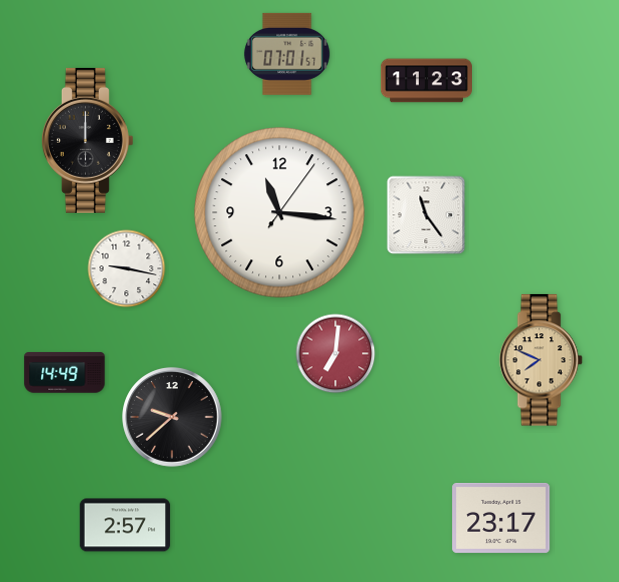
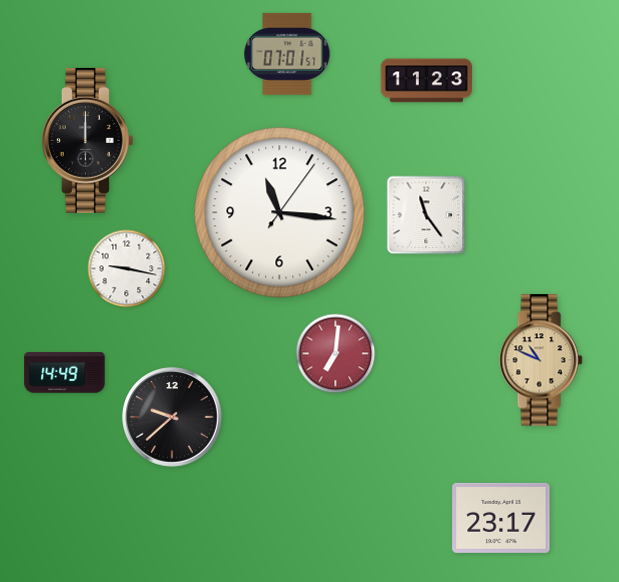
clock at (541, 360): 7:49 -> 10:49
clock at (125, 525): 2:57 -> none
